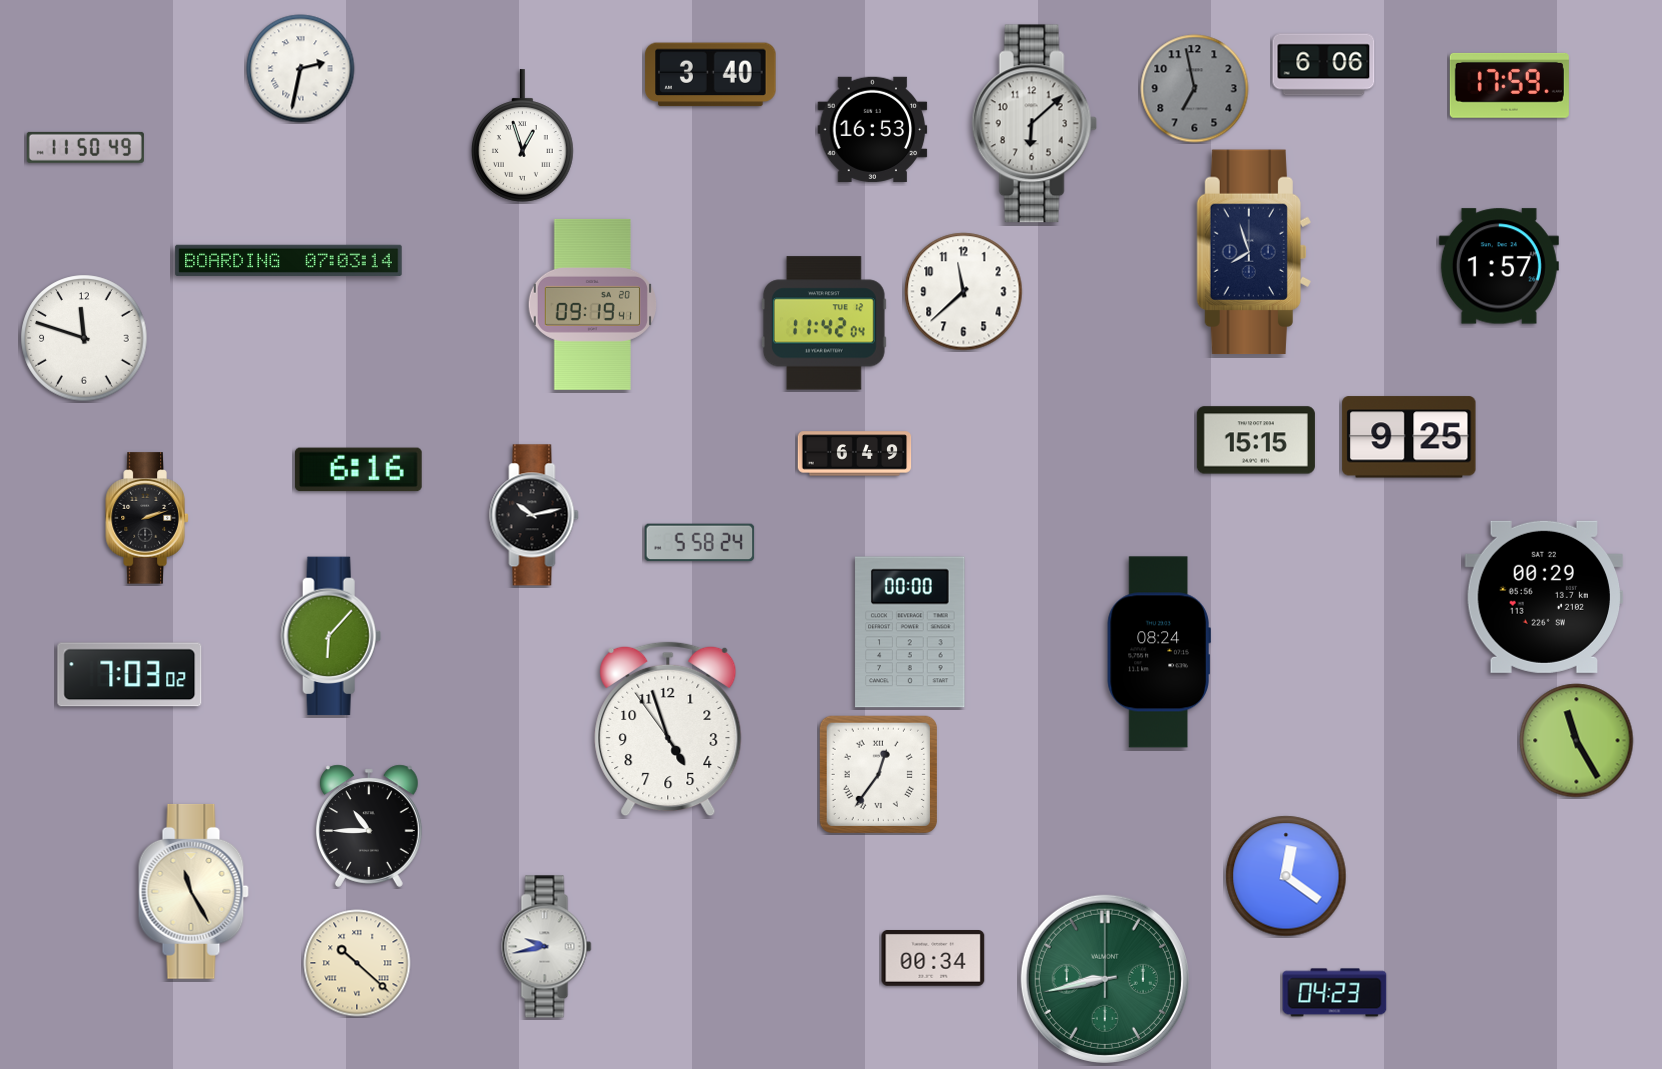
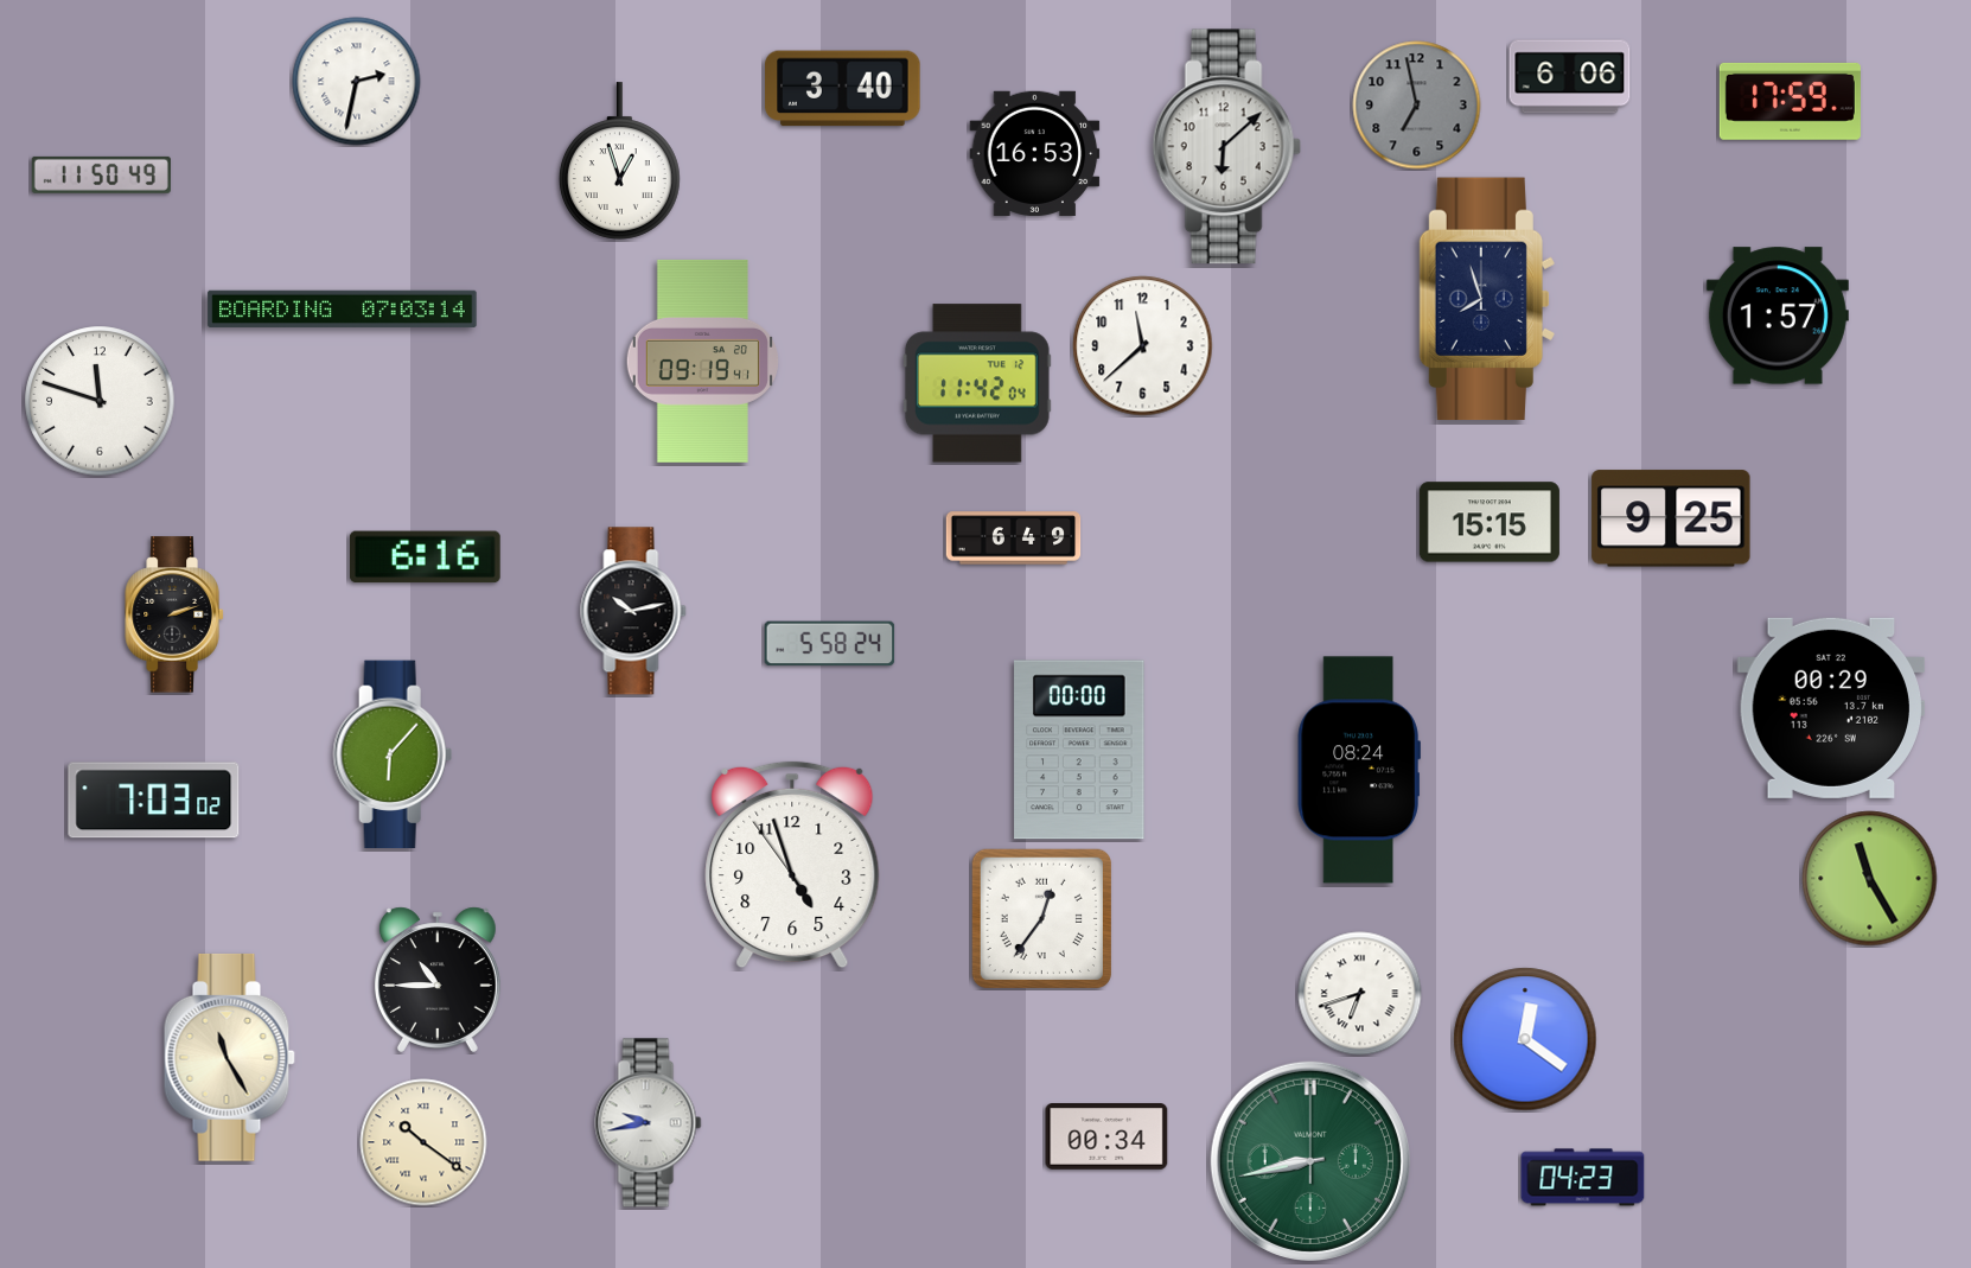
clock at (1159, 652) position: (1159, 652) -> (1359, 770)
clock at (1360, 994): none -> 6:42
clock at (357, 963): 10:22 -> 10:21
